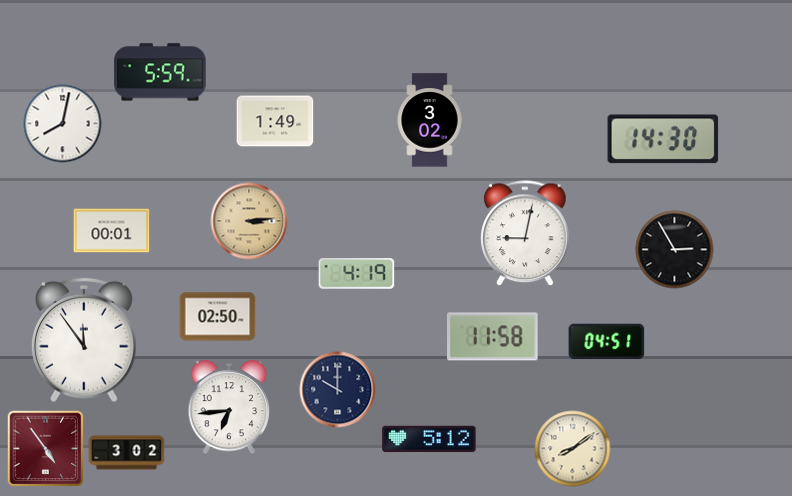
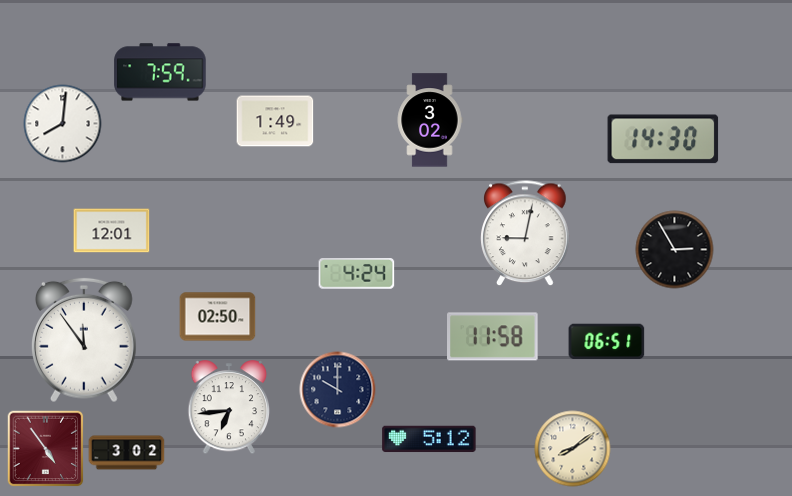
clock at (160, 72): 5:59 -> 7:59
clock at (63, 124): 8:02 -> 8:01
clock at (249, 221): 3:14 -> none
clock at (112, 231): 00:01 -> 12:01
clock at (357, 274): 4:19 -> 4:24
clock at (607, 342): 04:51 -> 06:51
